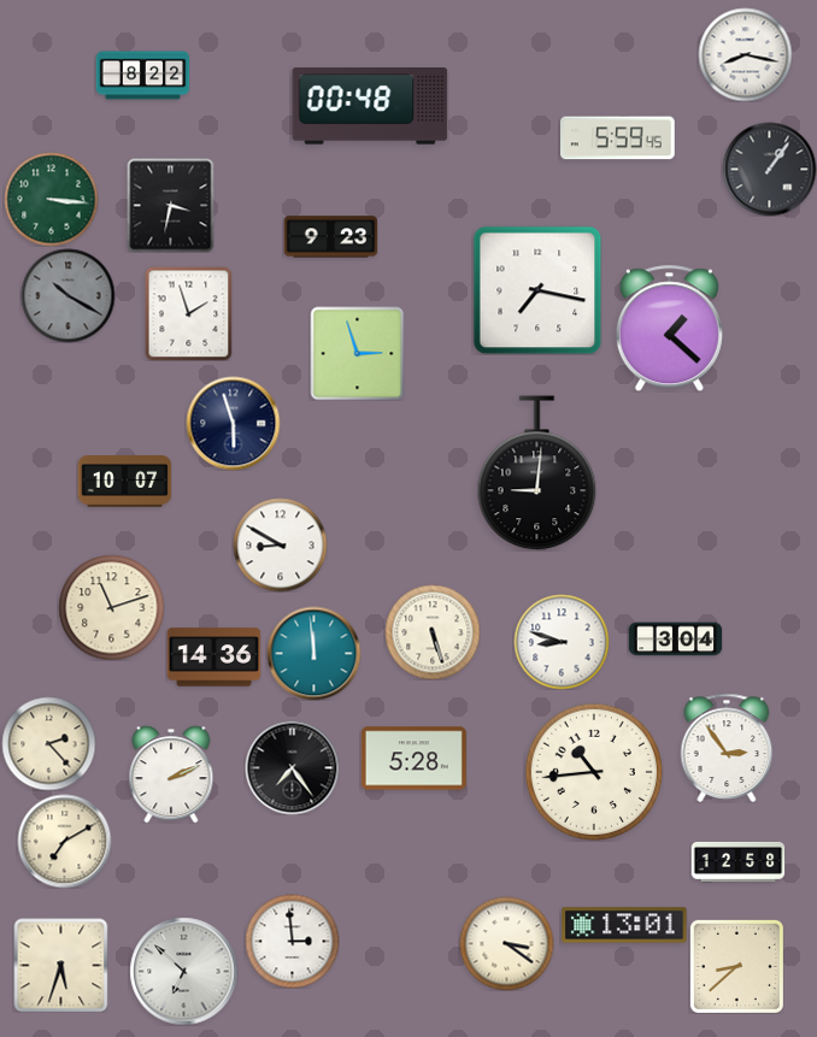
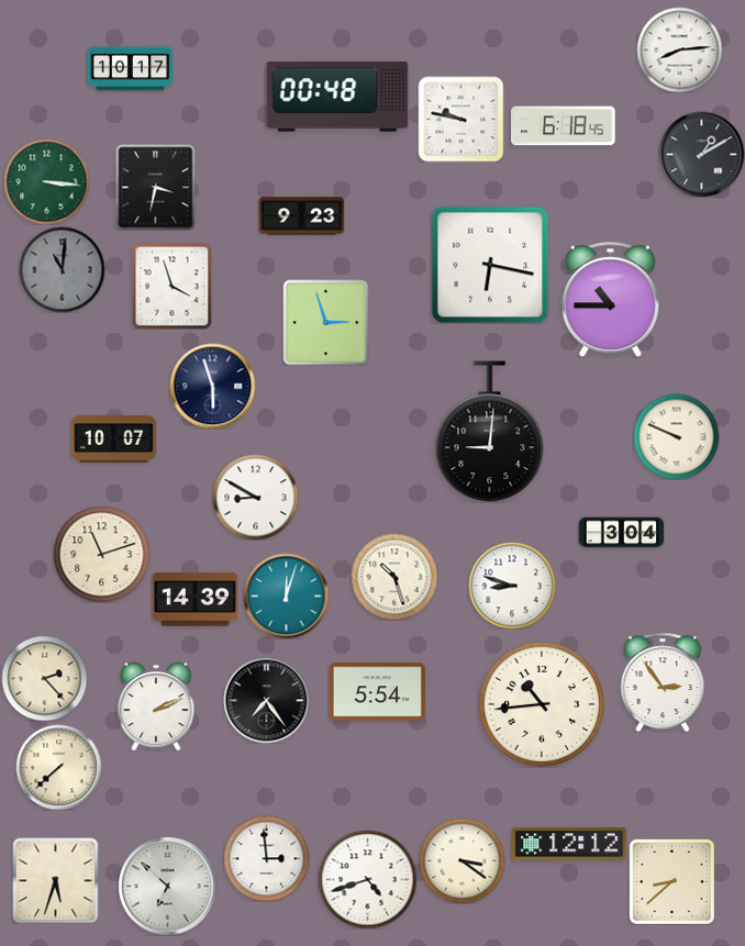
clock at (745, 54): 8:17 -> 8:14
clock at (142, 76): 8:22 -> 10:17
clock at (460, 119): none -> 9:47
clock at (618, 139): 5:59 -> 6:18
clock at (769, 169): 1:06 -> 1:10
clock at (537, 290): 7:17 -> 6:17
clock at (67, 295): 10:20 -> 11:01
clock at (189, 313): 1:57 -> 3:57
clock at (669, 328): 1:22 -> 10:45
clock at (676, 436): none -> 9:49
clock at (433, 632): 5:27 -> 10:27
clock at (675, 640) position: (675, 640) -> (621, 533)
clock at (313, 653): 11:59 -> 12:03
clock at (213, 658): 14:36 -> 14:39
clock at (413, 759): 5:28 -> 5:54
clock at (64, 841): 7:10 -> 7:38
clock at (737, 861): 12:58 -> none
clock at (624, 925): 13:01 -> 12:12
clock at (367, 879): none -> 4:42
